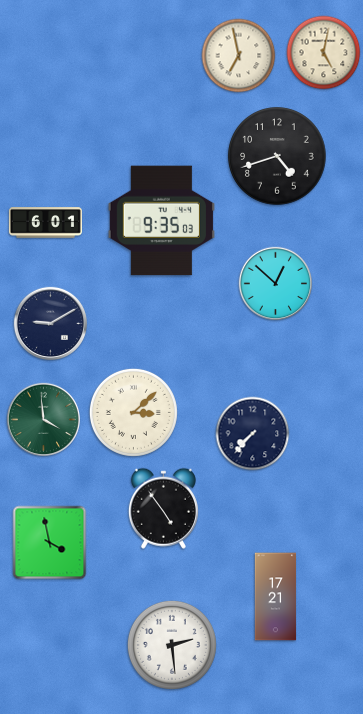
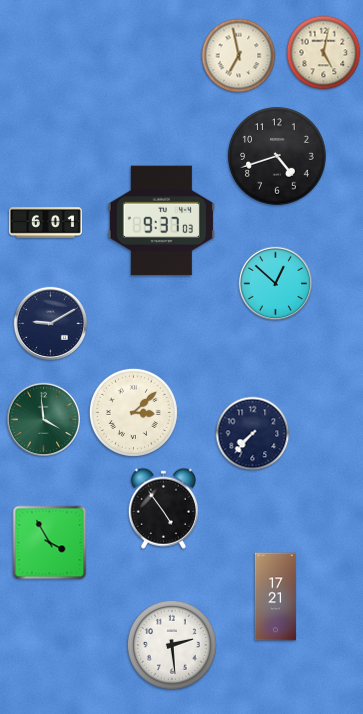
clock at (161, 221): 9:35 -> 9:37
clock at (50, 543): 3:58 -> 3:55
